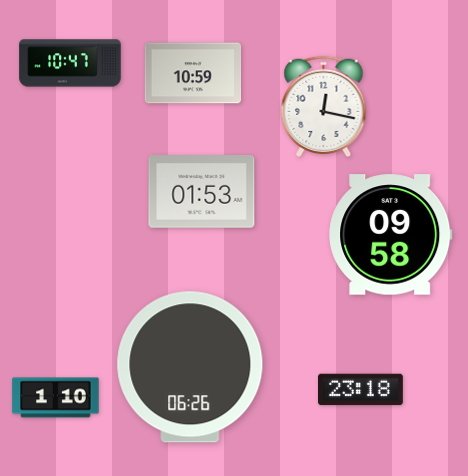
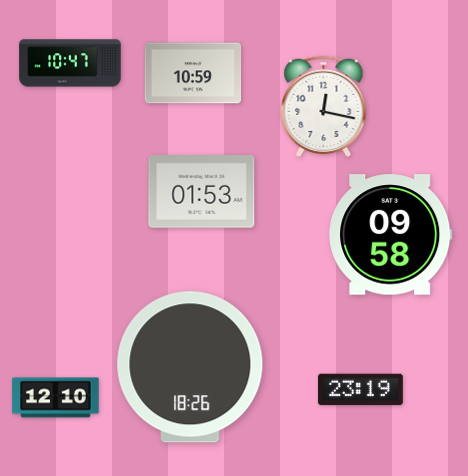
clock at (190, 367): 06:26 -> 18:26
clock at (361, 390): 23:18 -> 23:19
clock at (56, 398): 1:10 -> 12:10
